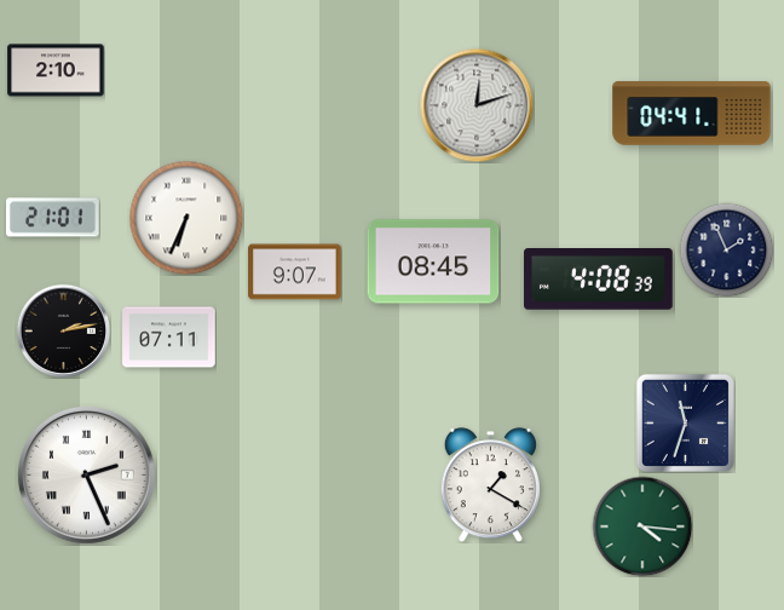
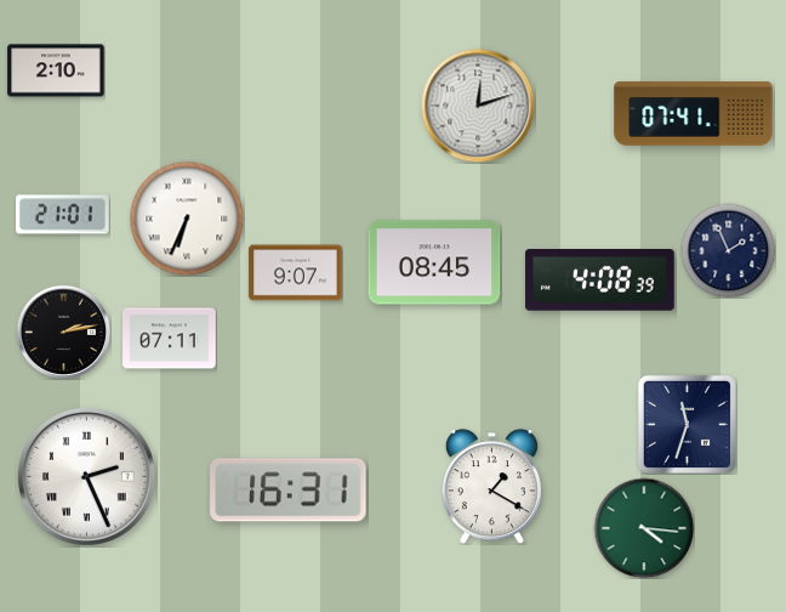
clock at (692, 114): 04:41 -> 07:41
clock at (53, 218) position: (53, 218) -> (63, 215)
clock at (289, 491): none -> 16:31
